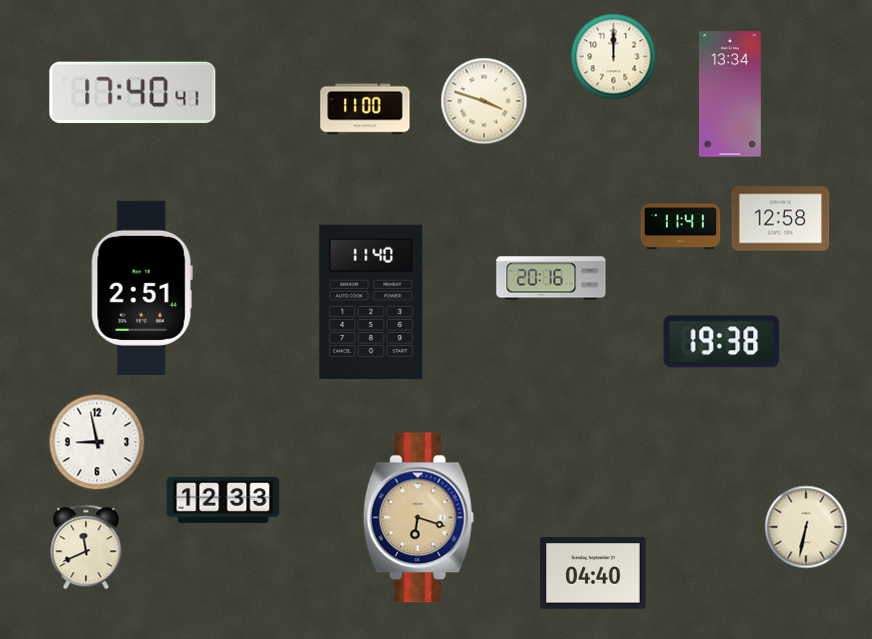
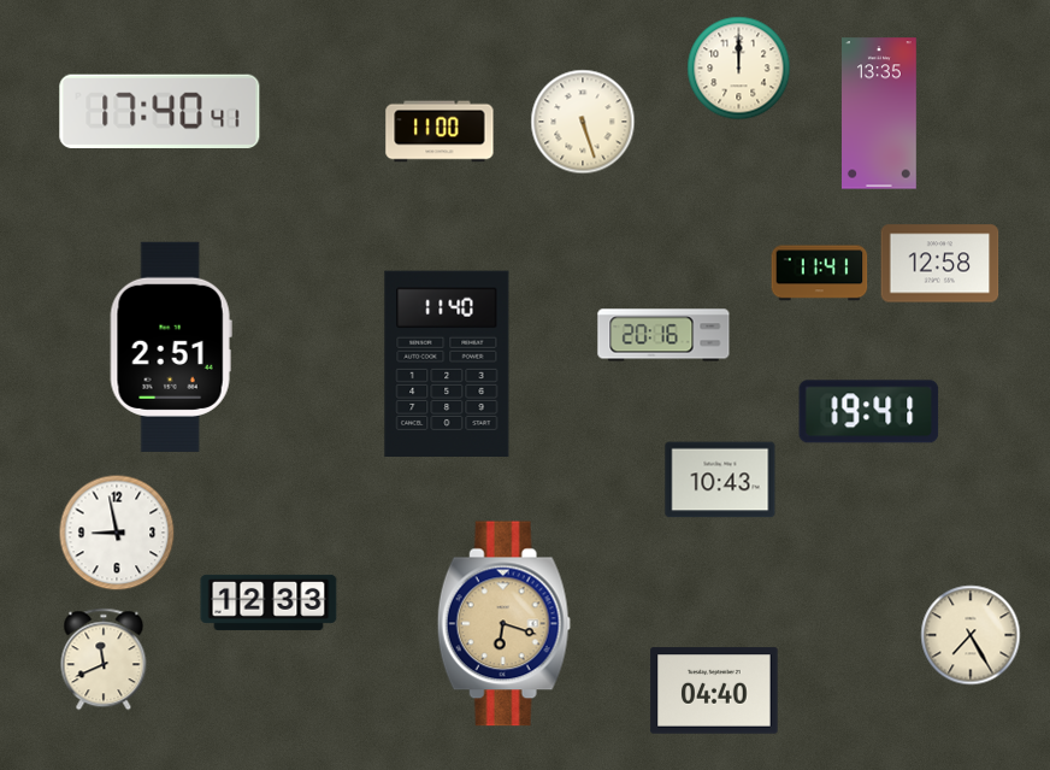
clock at (731, 94): 13:34 -> 13:35
clock at (484, 101): 3:48 -> 5:27
clock at (722, 342): 19:38 -> 19:41
clock at (720, 480): none -> 10:43
clock at (806, 527): 6:32 -> 7:25
